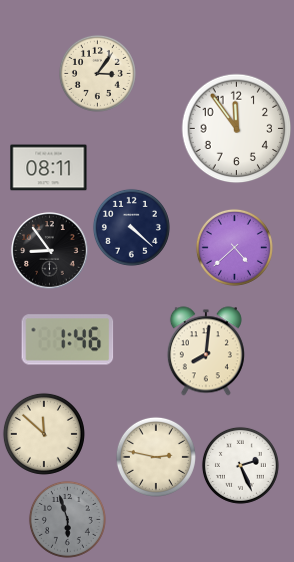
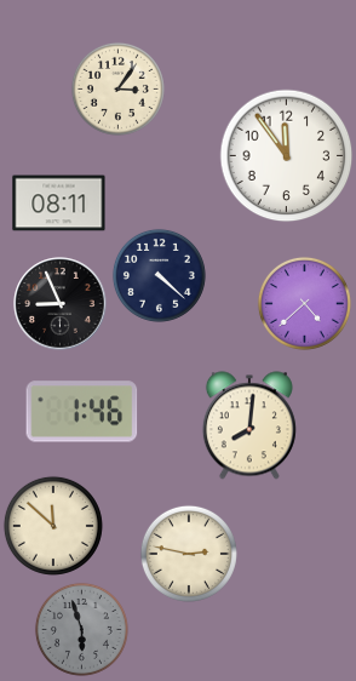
clock at (234, 247) position: (234, 247) -> (304, 303)
clock at (50, 251): 8:54 -> 8:56
clock at (240, 465): 2:26 -> none
